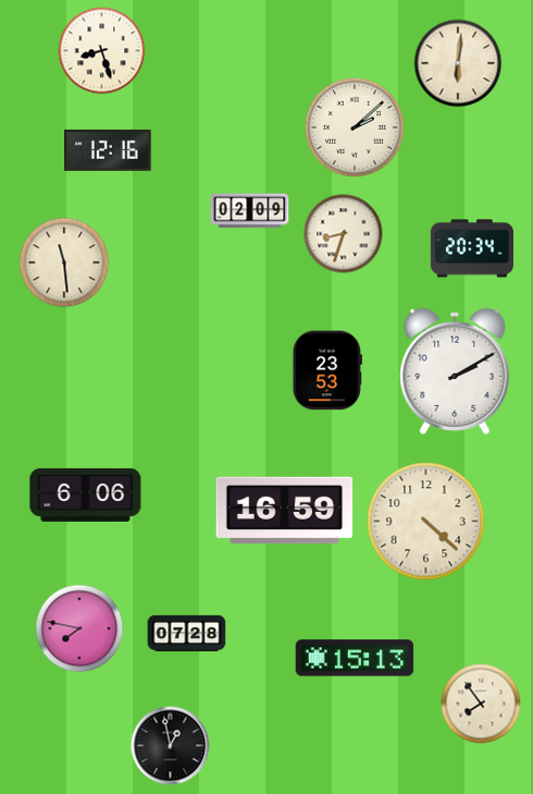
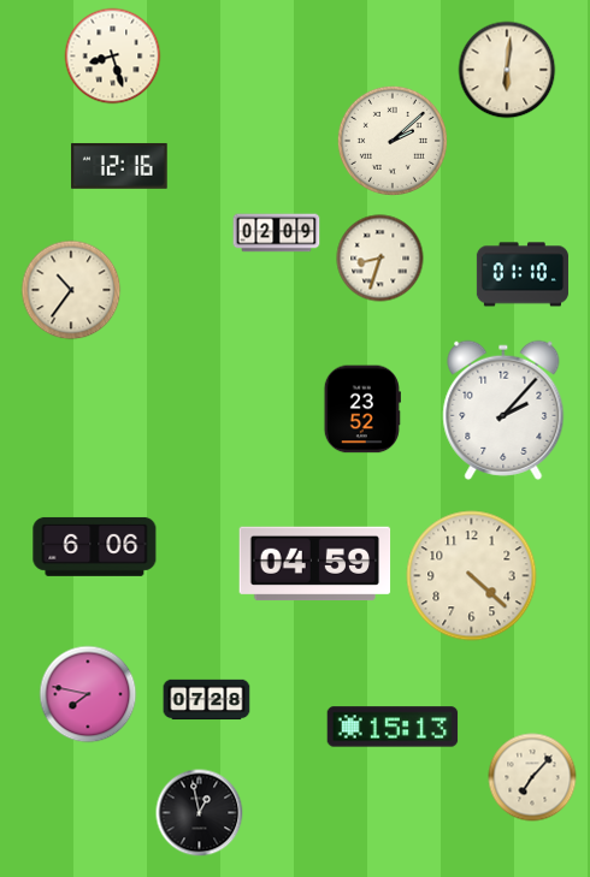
clock at (472, 248): 20:34 -> 01:10
clock at (64, 262): 11:29 -> 10:36
clock at (327, 370): 23:53 -> 23:52
clock at (455, 371): 2:10 -> 2:07
clock at (285, 511): 16:59 -> 04:59
clock at (481, 704): 7:54 -> 7:07
clock at (171, 746) position: (171, 746) -> (200, 813)
